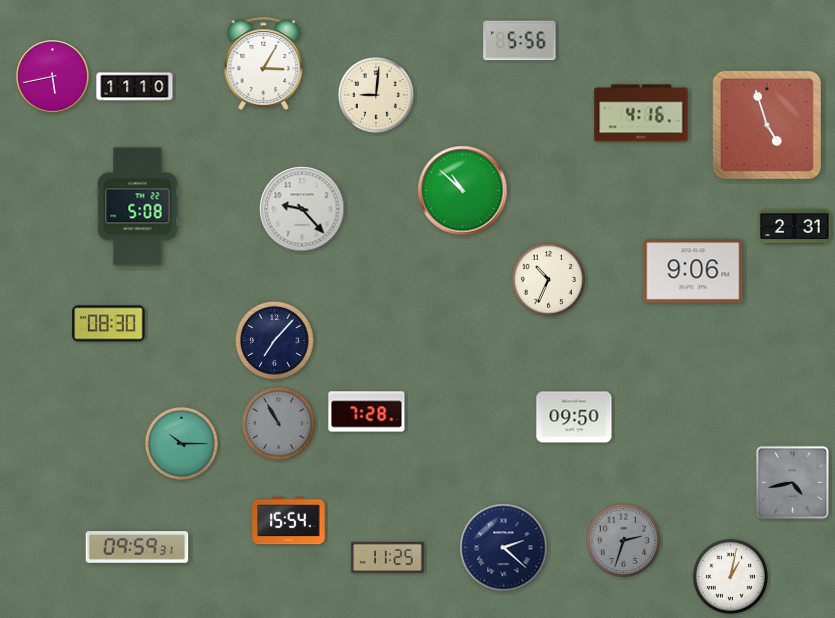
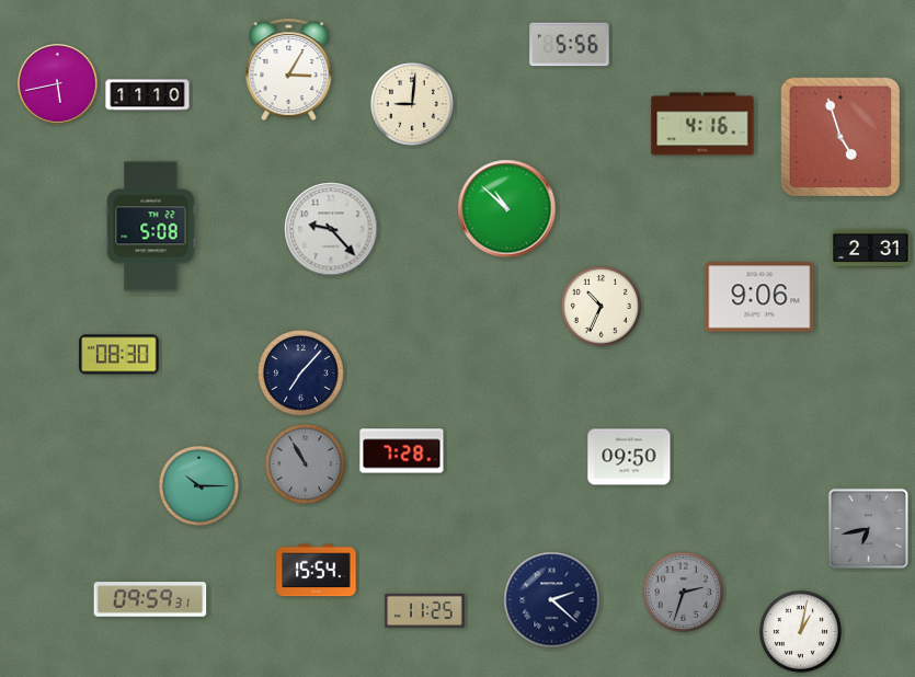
clock at (793, 483): 4:43 -> 6:43
